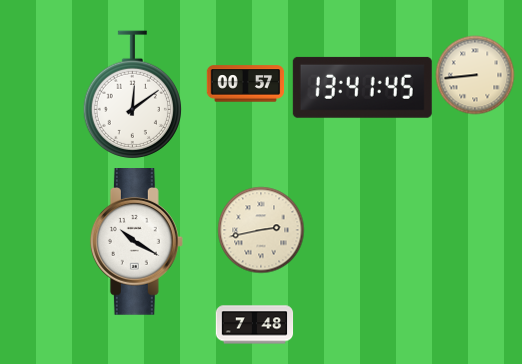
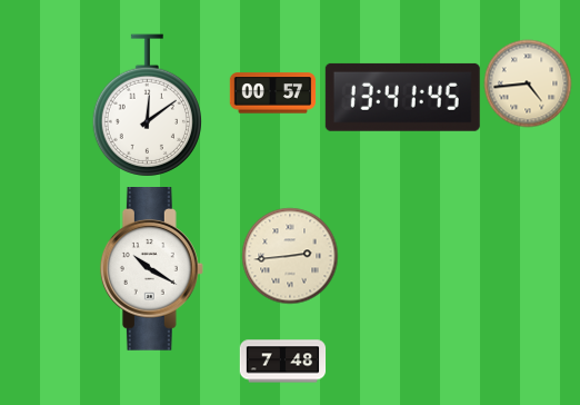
clock at (475, 75): 8:44 -> 4:44
clock at (261, 230): 2:43 -> 2:44
